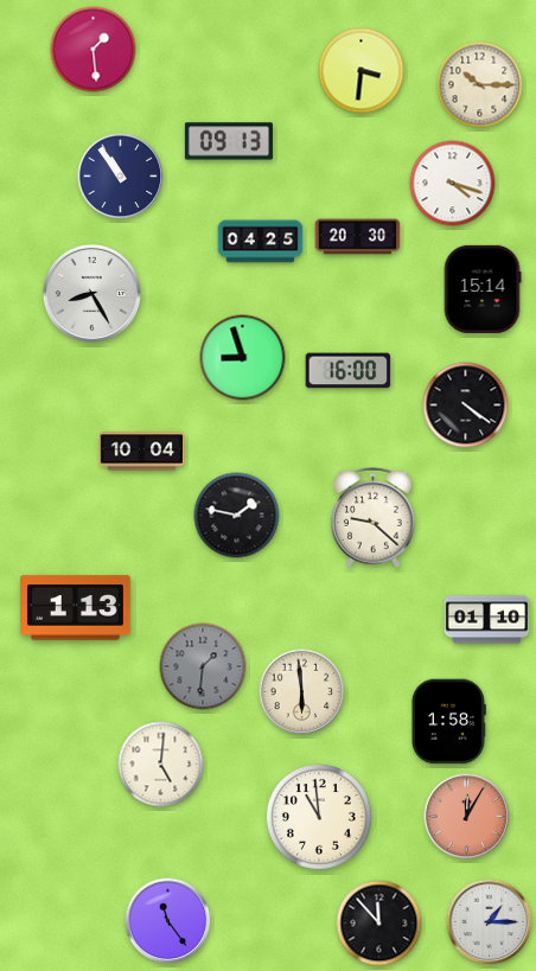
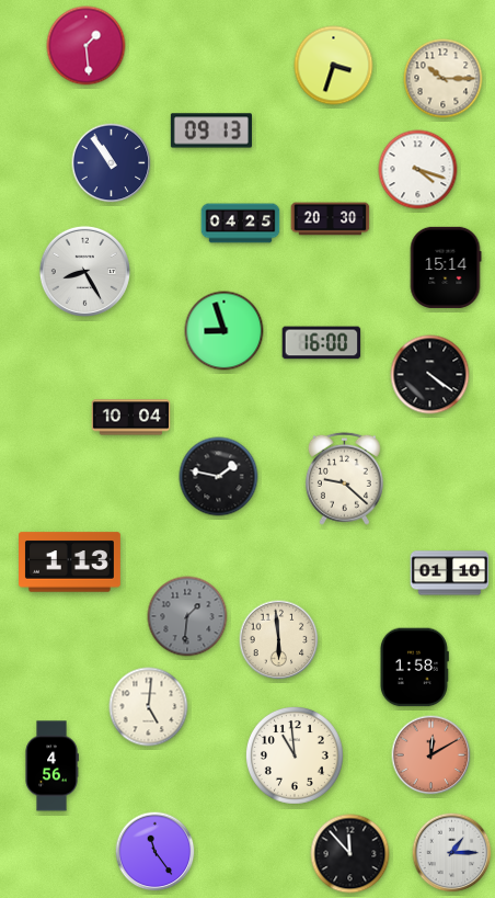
clock at (362, 71): 3:31 -> 3:33
clock at (467, 817): 12:05 -> 12:10
clock at (51, 766): none -> 4:56
